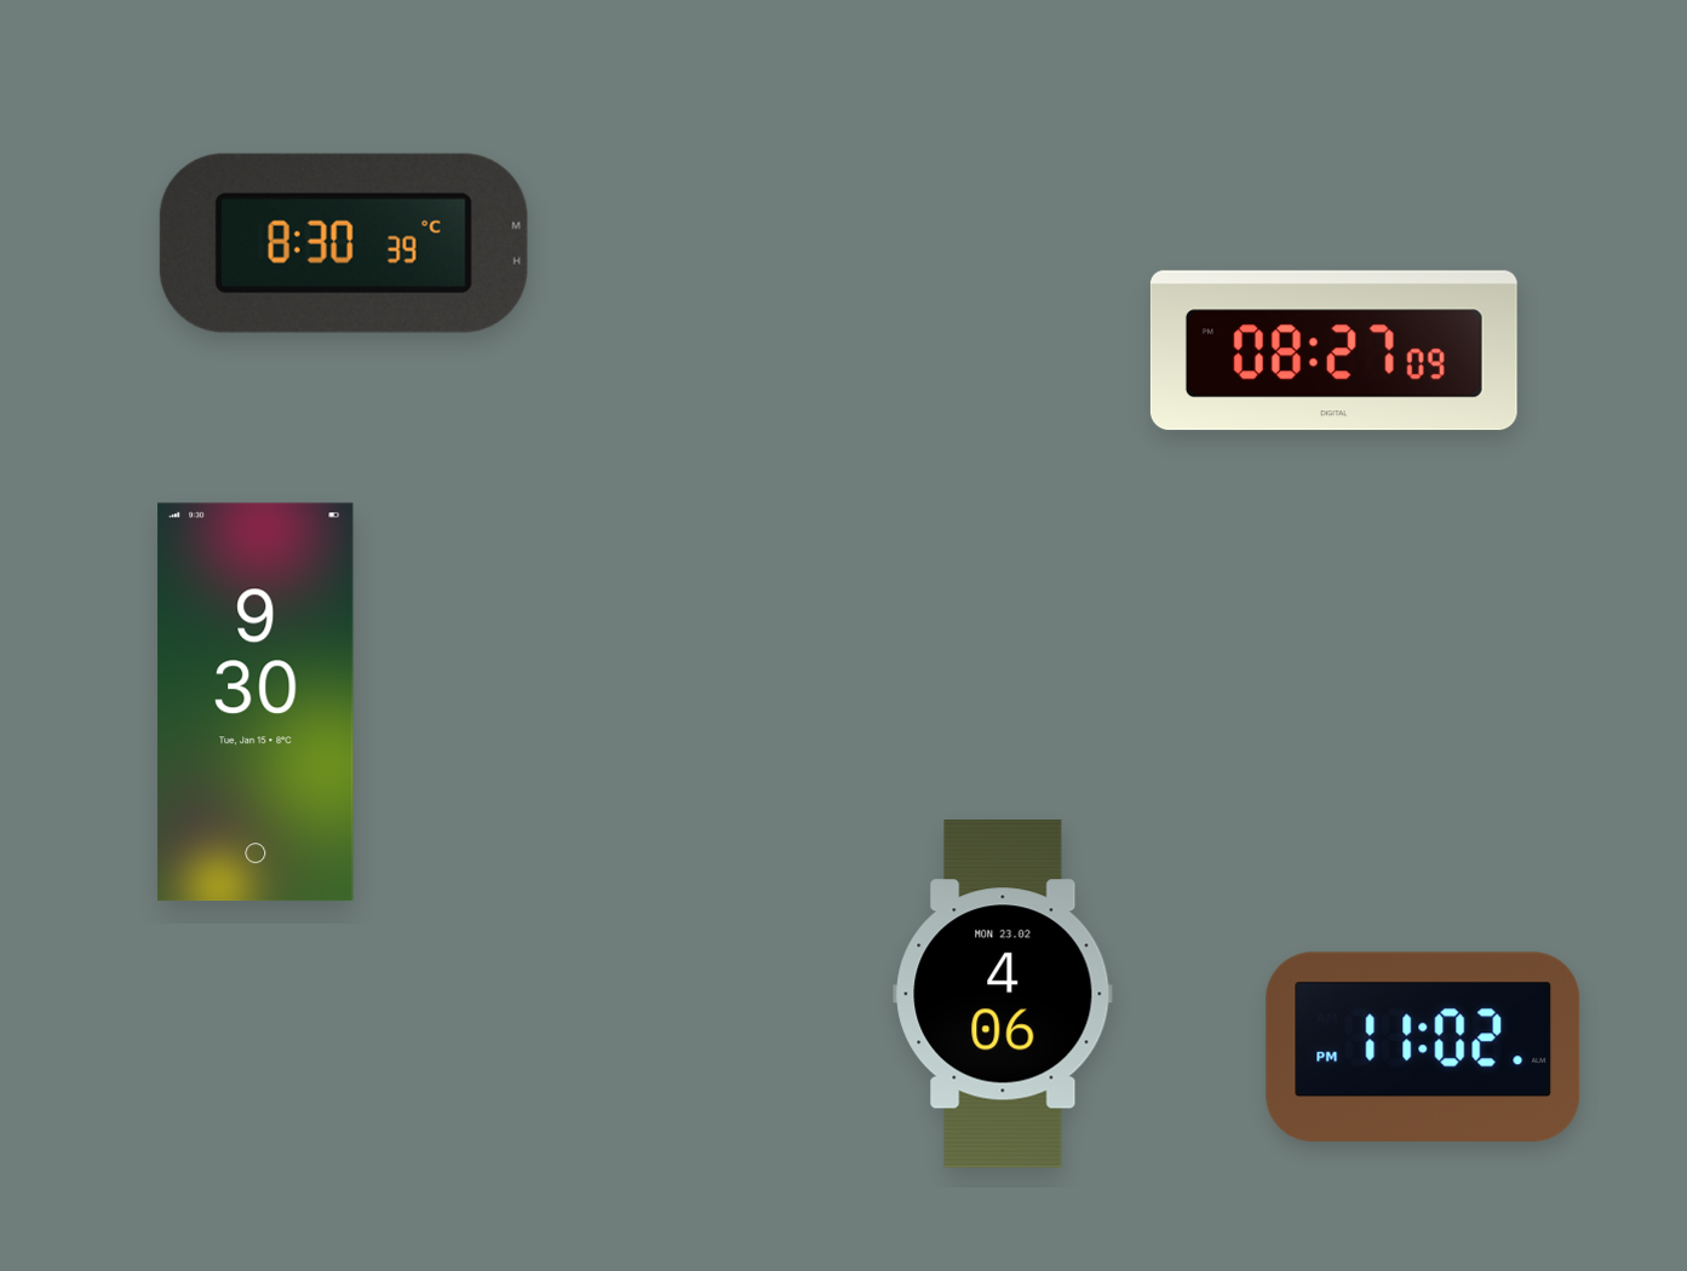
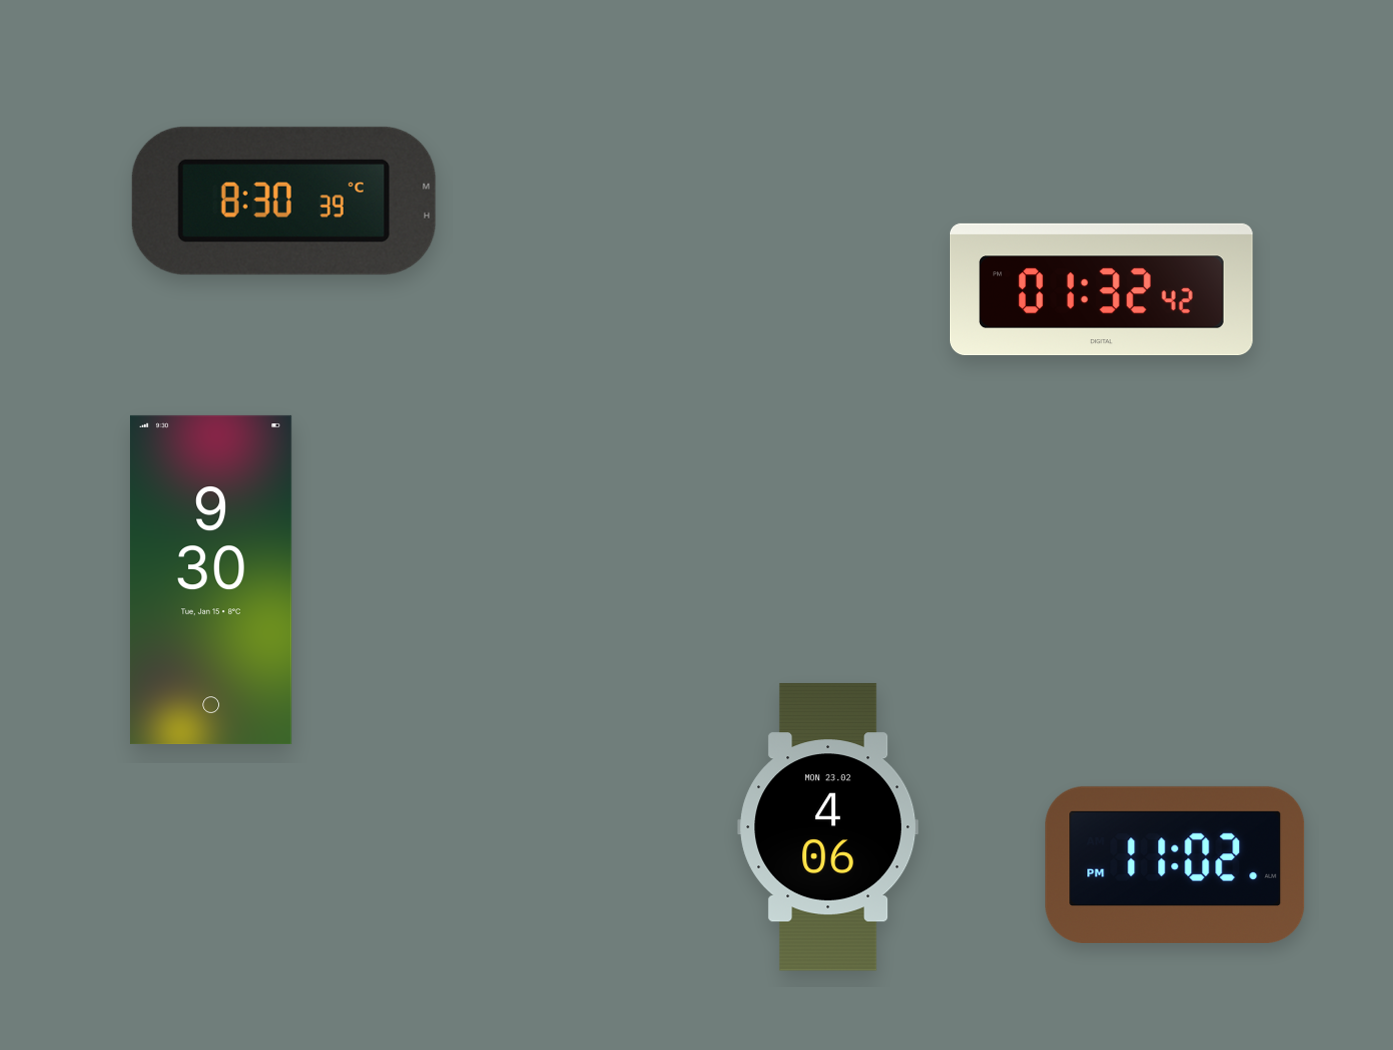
clock at (1333, 351): 08:27 -> 01:32
clock at (1003, 994) position: (1003, 994) -> (828, 827)
